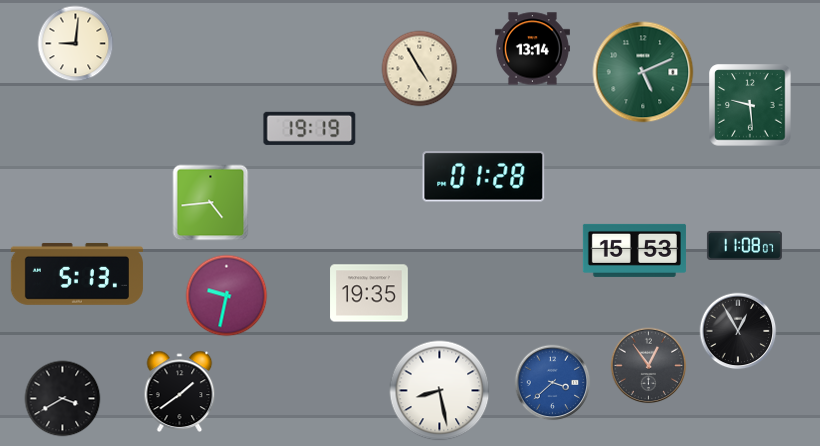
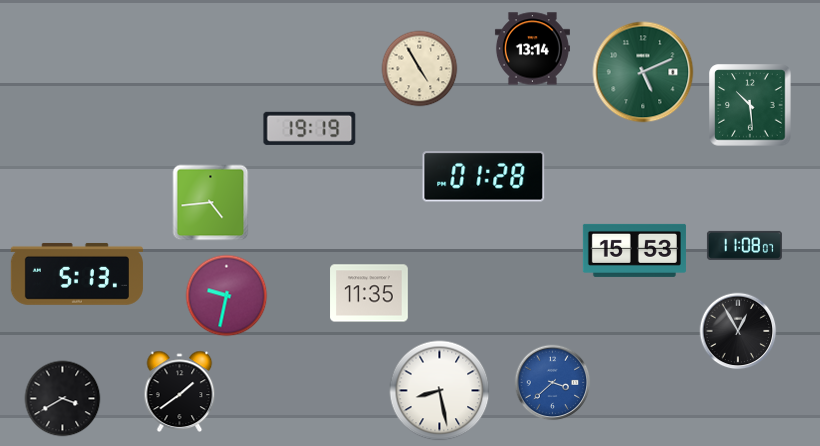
clock at (76, 44): 9:01 -> none
clock at (750, 105): 9:29 -> 10:29
clock at (369, 293): 19:35 -> 11:35
clock at (649, 366): 12:54 -> none
